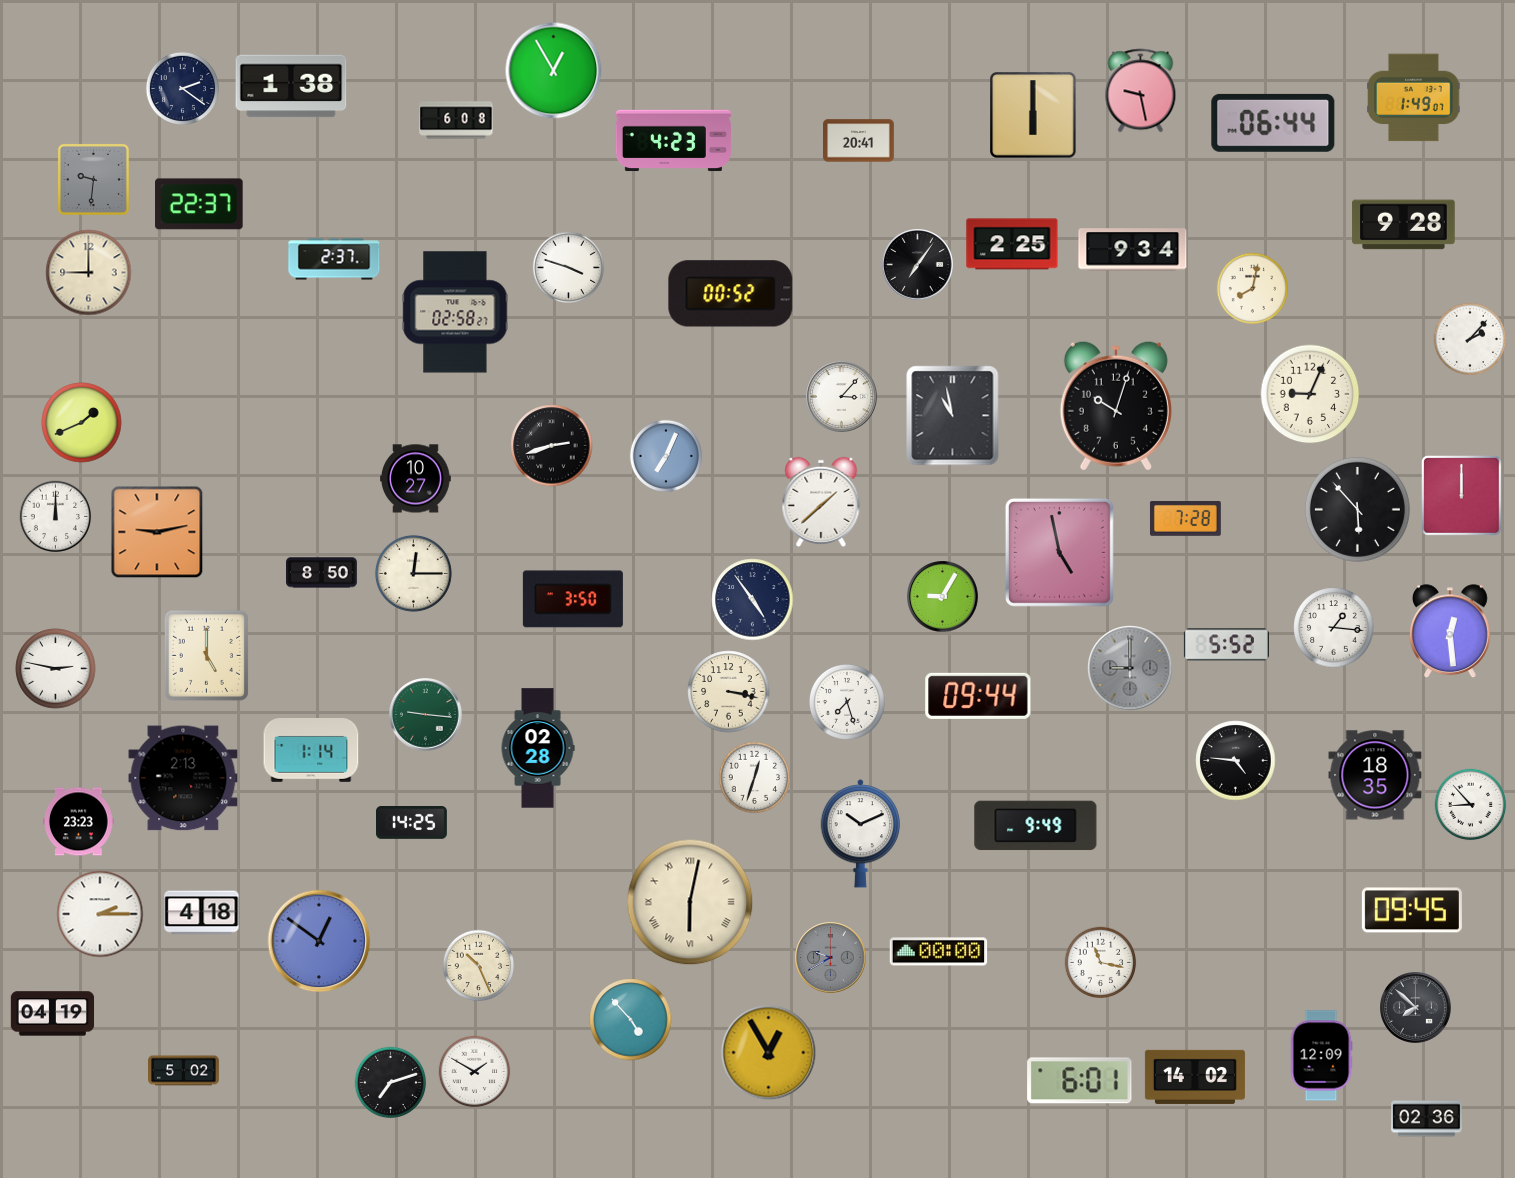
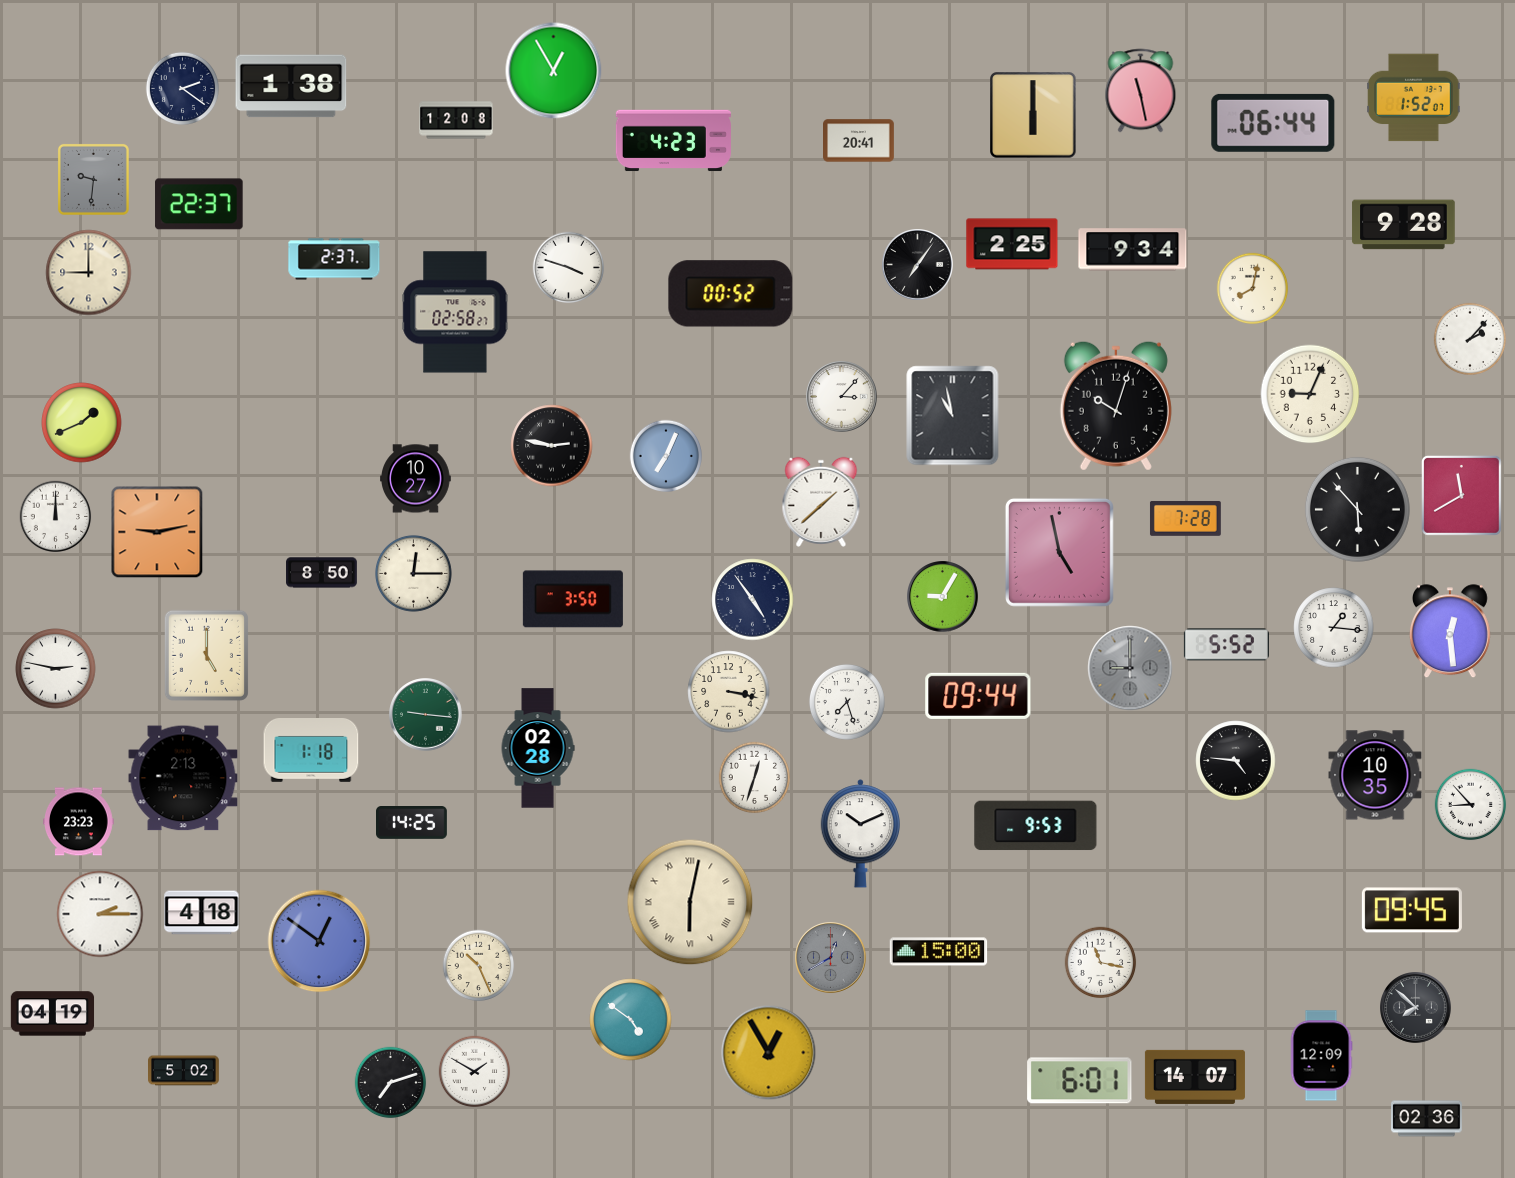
clock at (1141, 91): 9:28 -> 11:28
clock at (1414, 98): 1:49 -> 1:52
clock at (456, 120): 6:08 -> 12:08
clock at (552, 446): 2:42 -> 2:47
clock at (1461, 495): 12:00 -> 11:40
clock at (311, 751): 1:14 -> 1:18
clock at (1375, 775): 18:35 -> 10:35
clock at (1036, 826): 9:49 -> 9:53
clock at (939, 952): 00:00 -> 15:00
clock at (831, 958): 9:40 -> 12:40
clock at (631, 1020): 4:53 -> 4:51
clock at (1195, 1077): 14:02 -> 14:07
